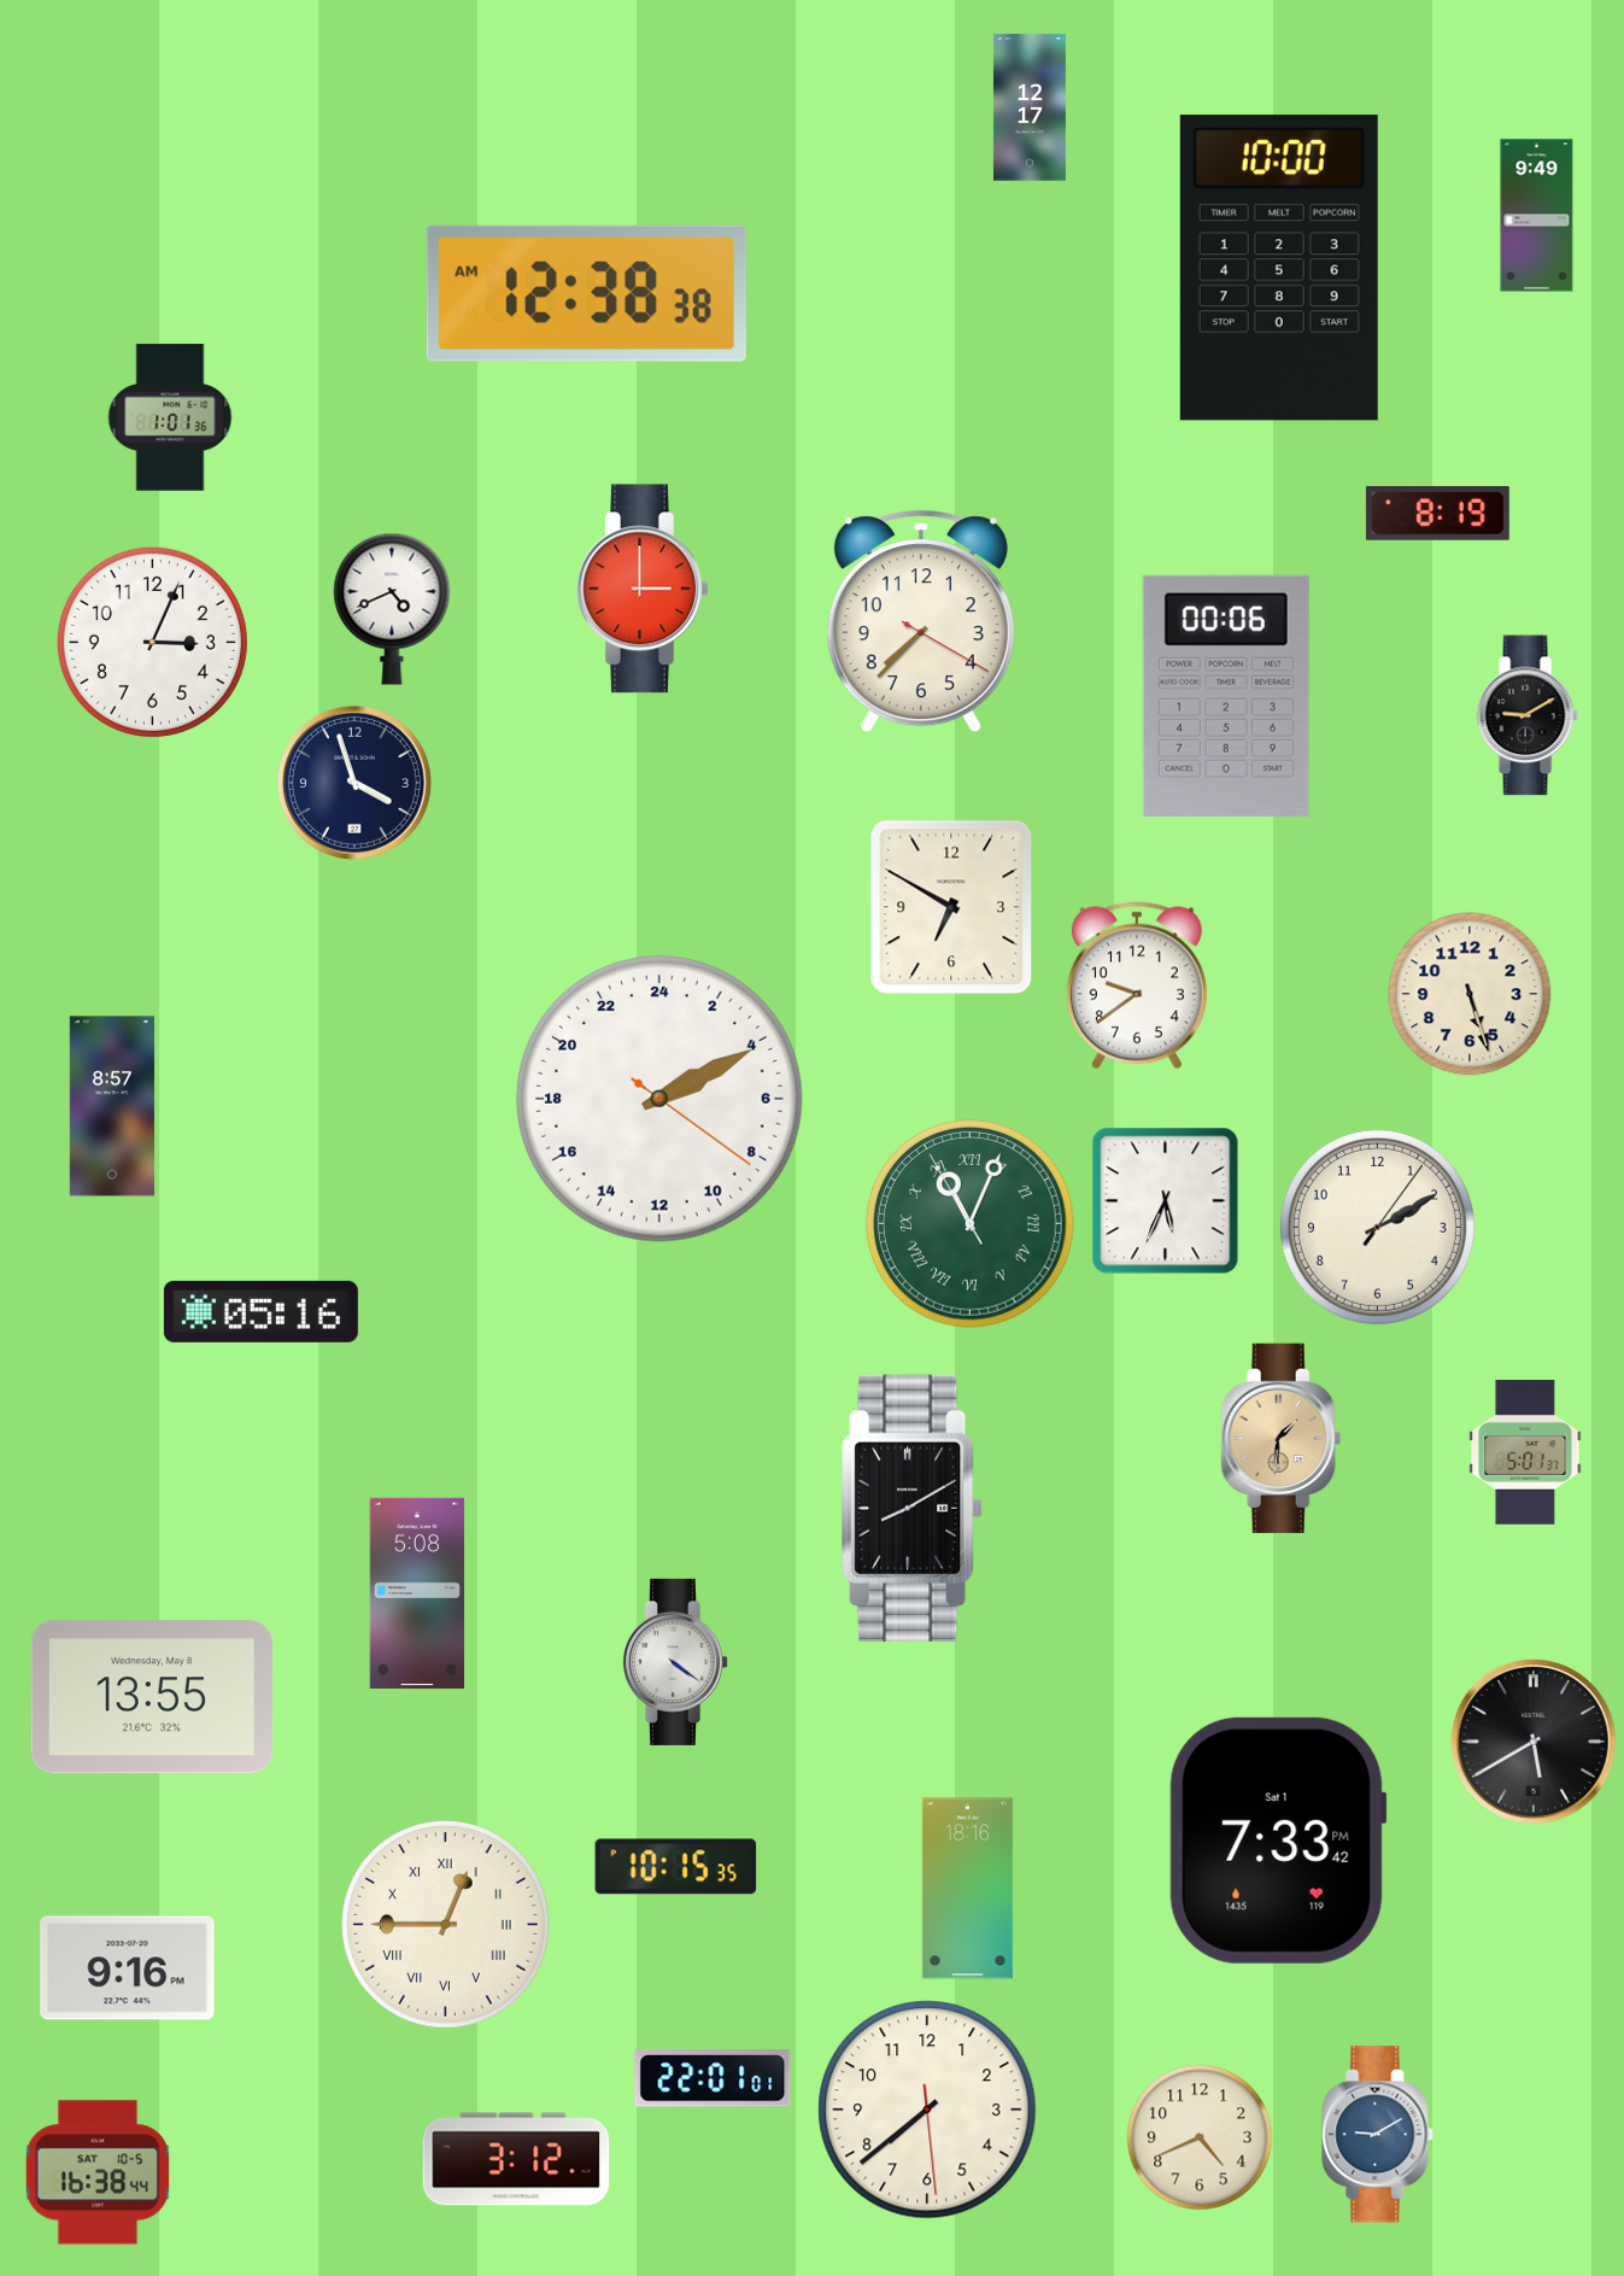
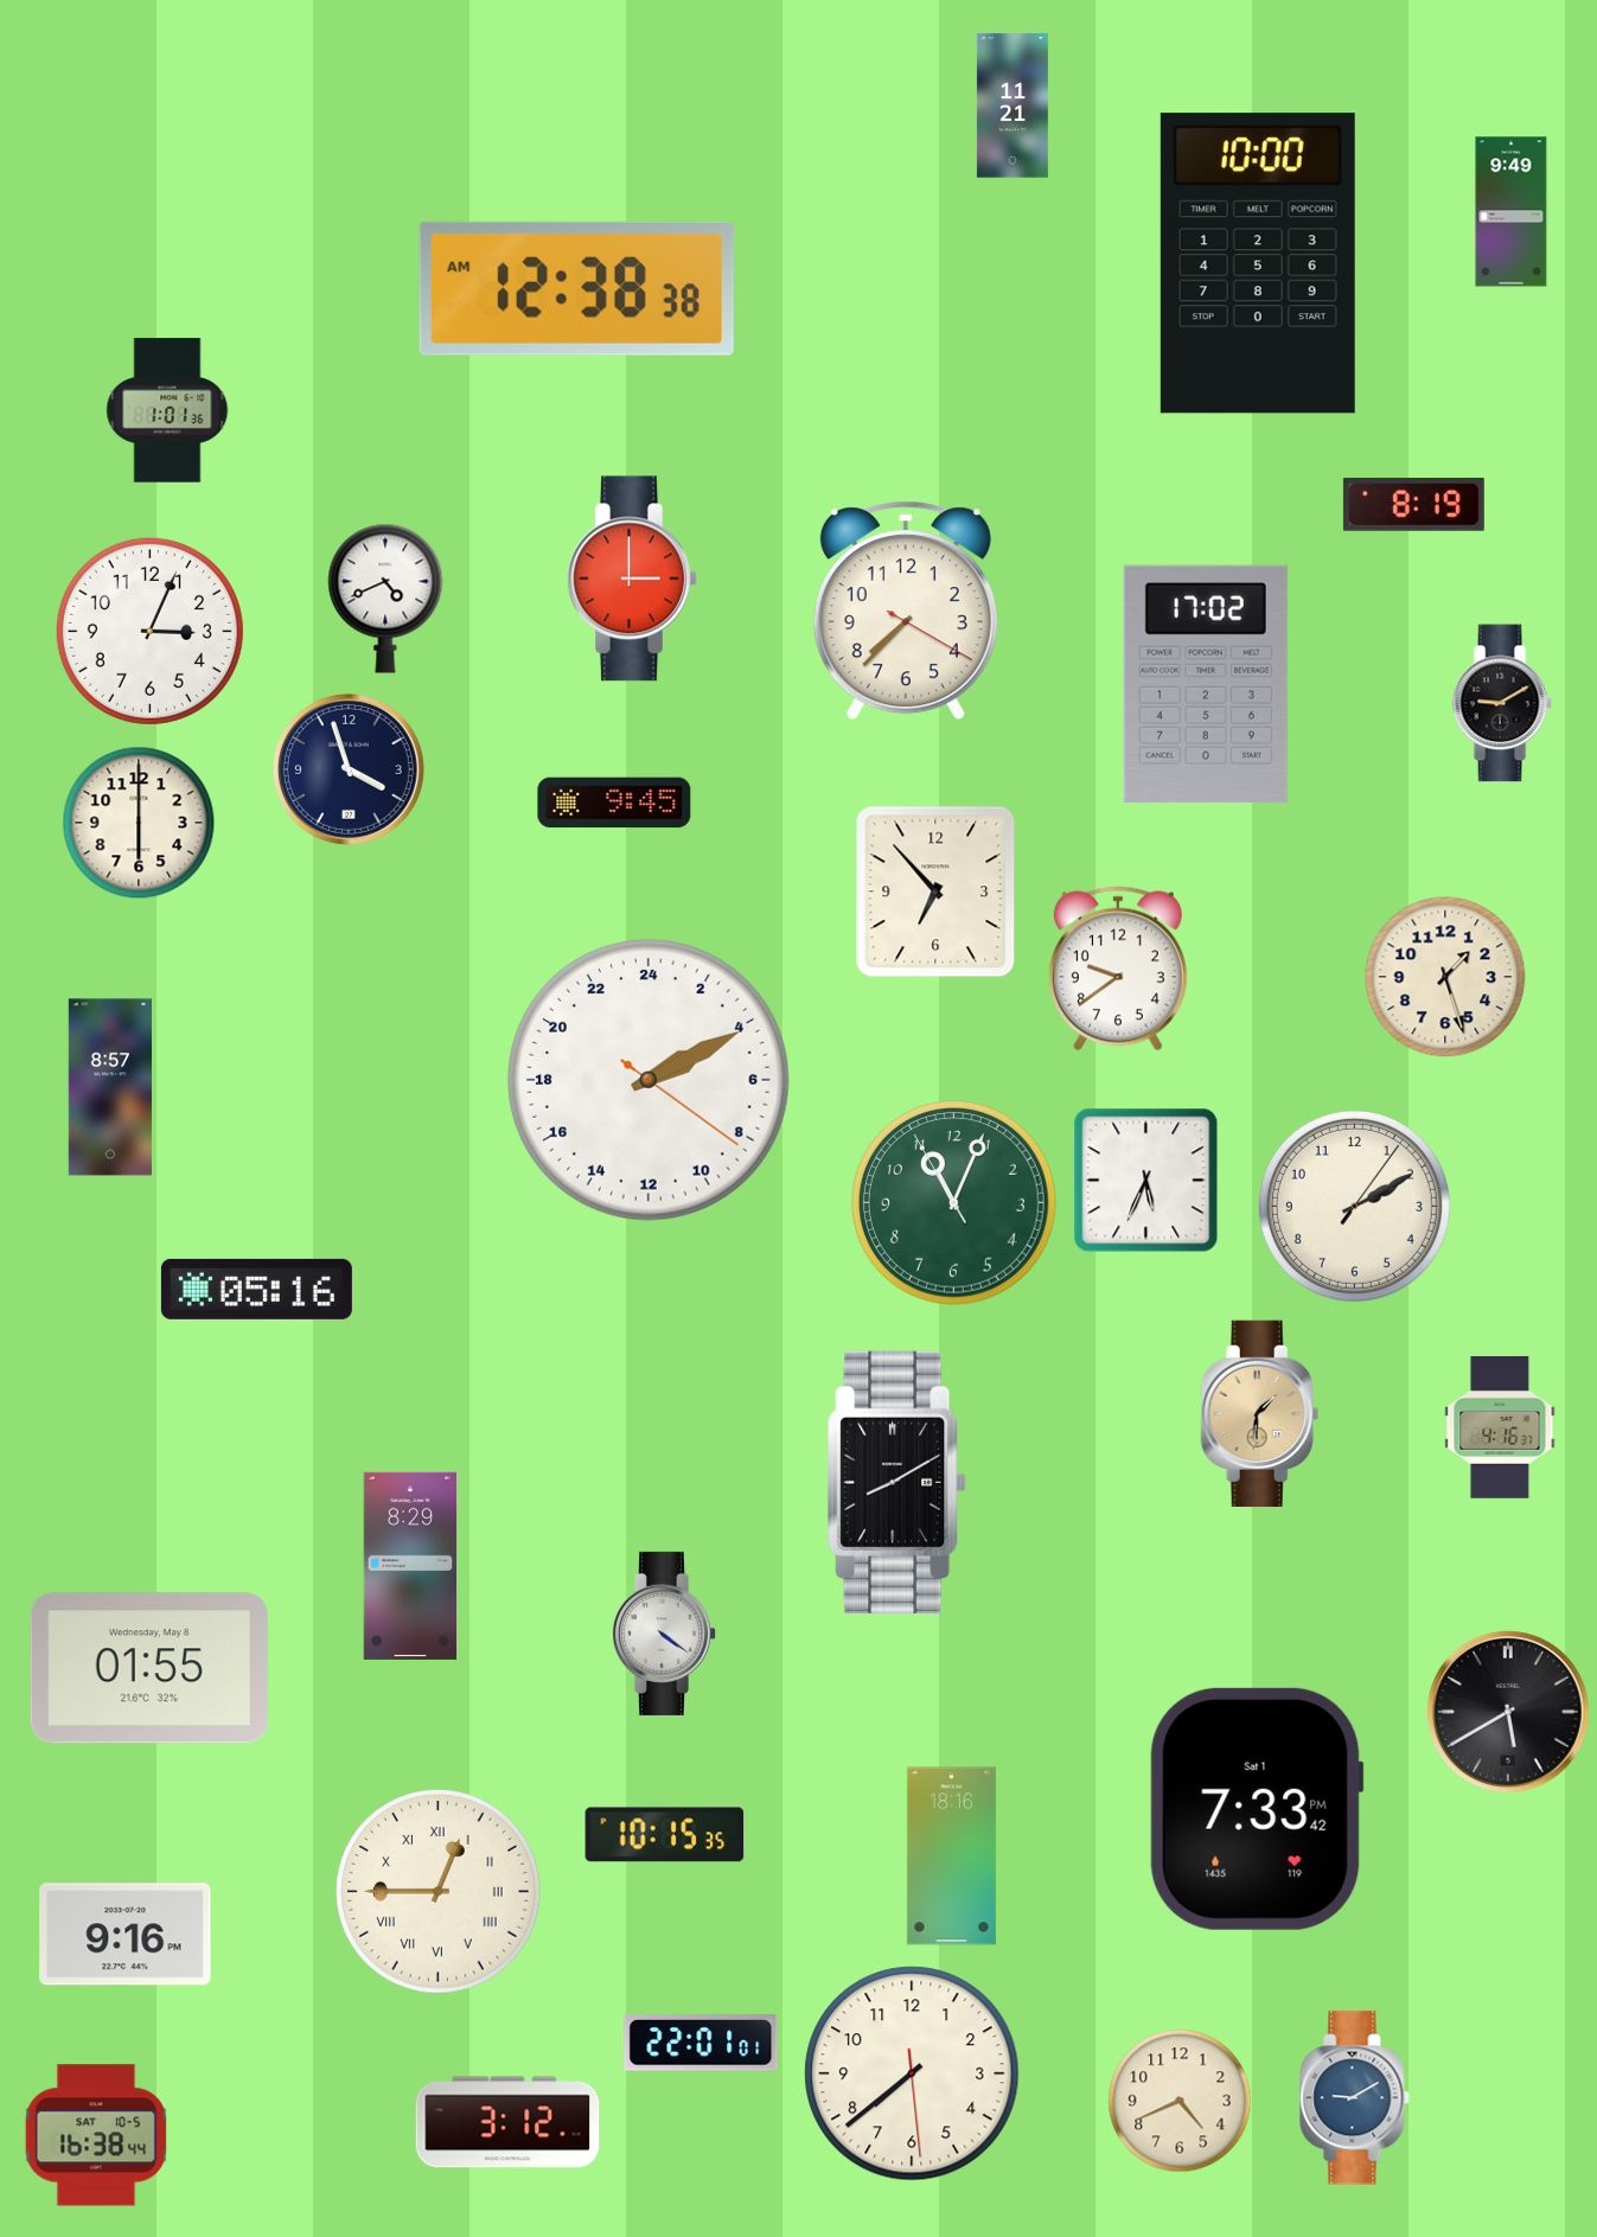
clock at (1030, 107): 12:17 -> 11:21
clock at (1226, 696): 00:06 -> 17:02
clock at (614, 803): none -> 9:45
clock at (139, 823): none -> 6:00
clock at (951, 907): 6:50 -> 6:53
clock at (1470, 994): 5:27 -> 1:27
clock at (971, 1224) numerals: Roman -> Arabic
clock at (1525, 1453): 5:01 -> 4:16
clock at (417, 1593): 5:08 -> 8:29
clock at (152, 1697): 13:55 -> 01:55
